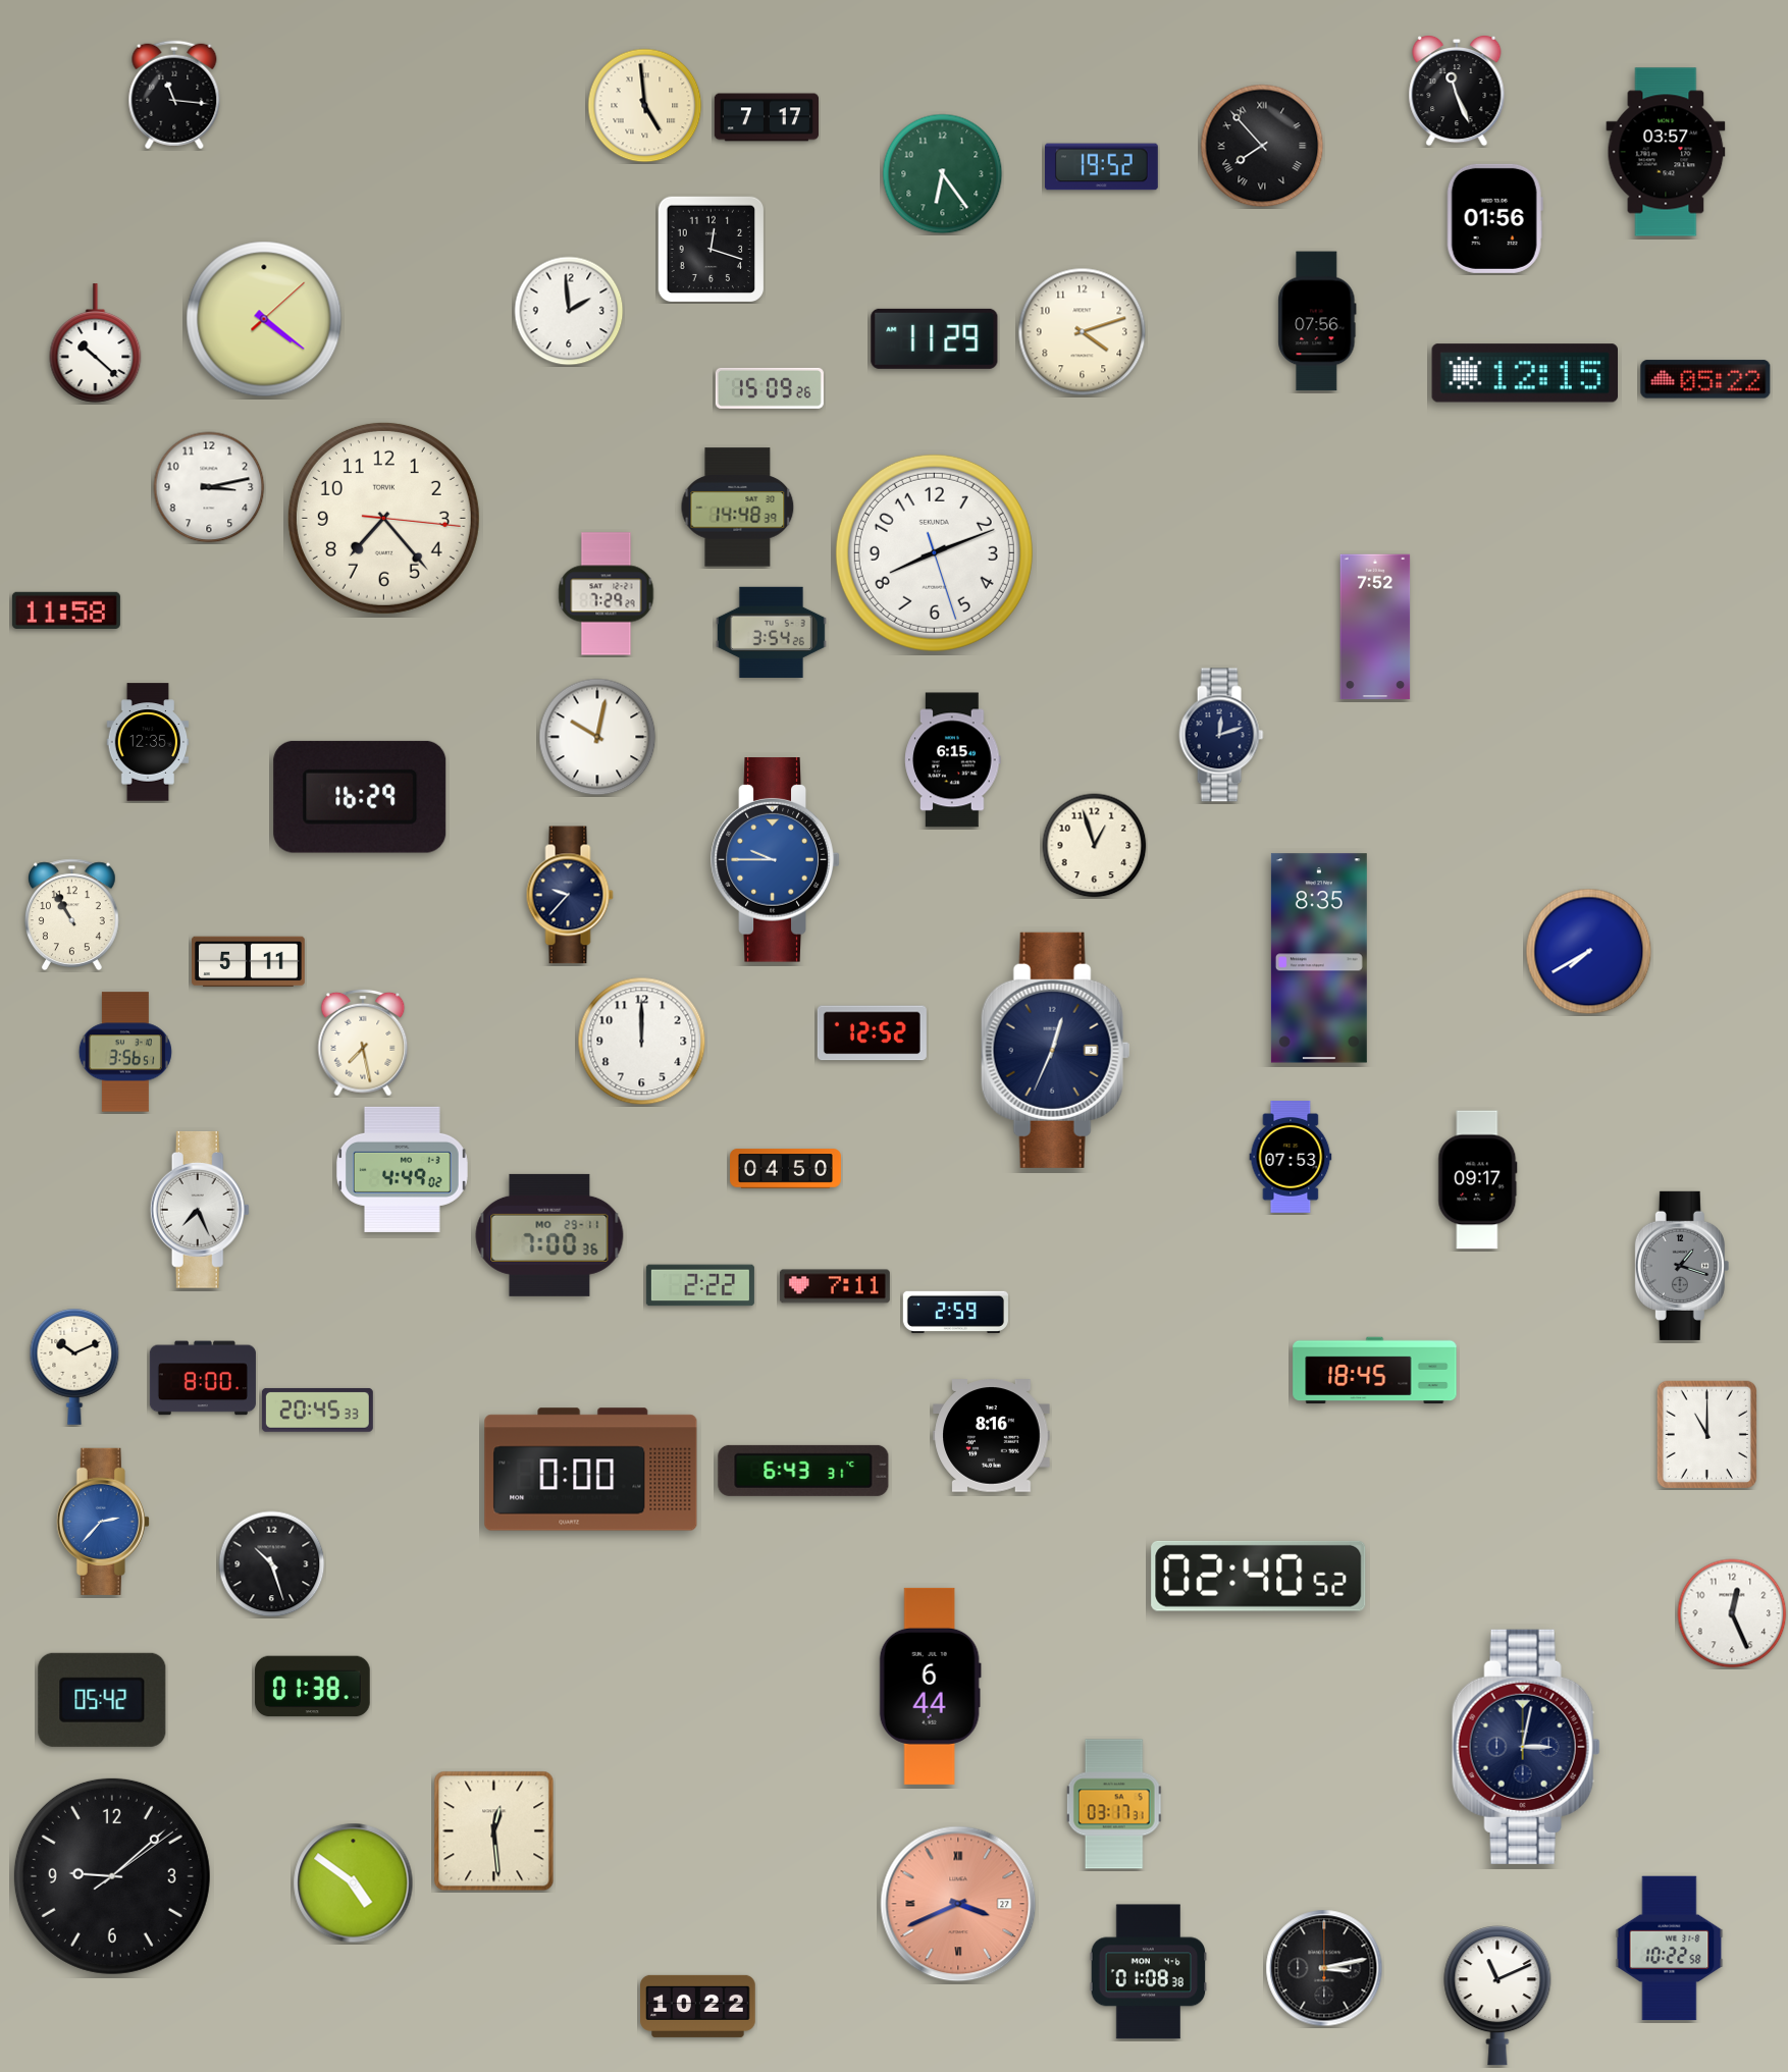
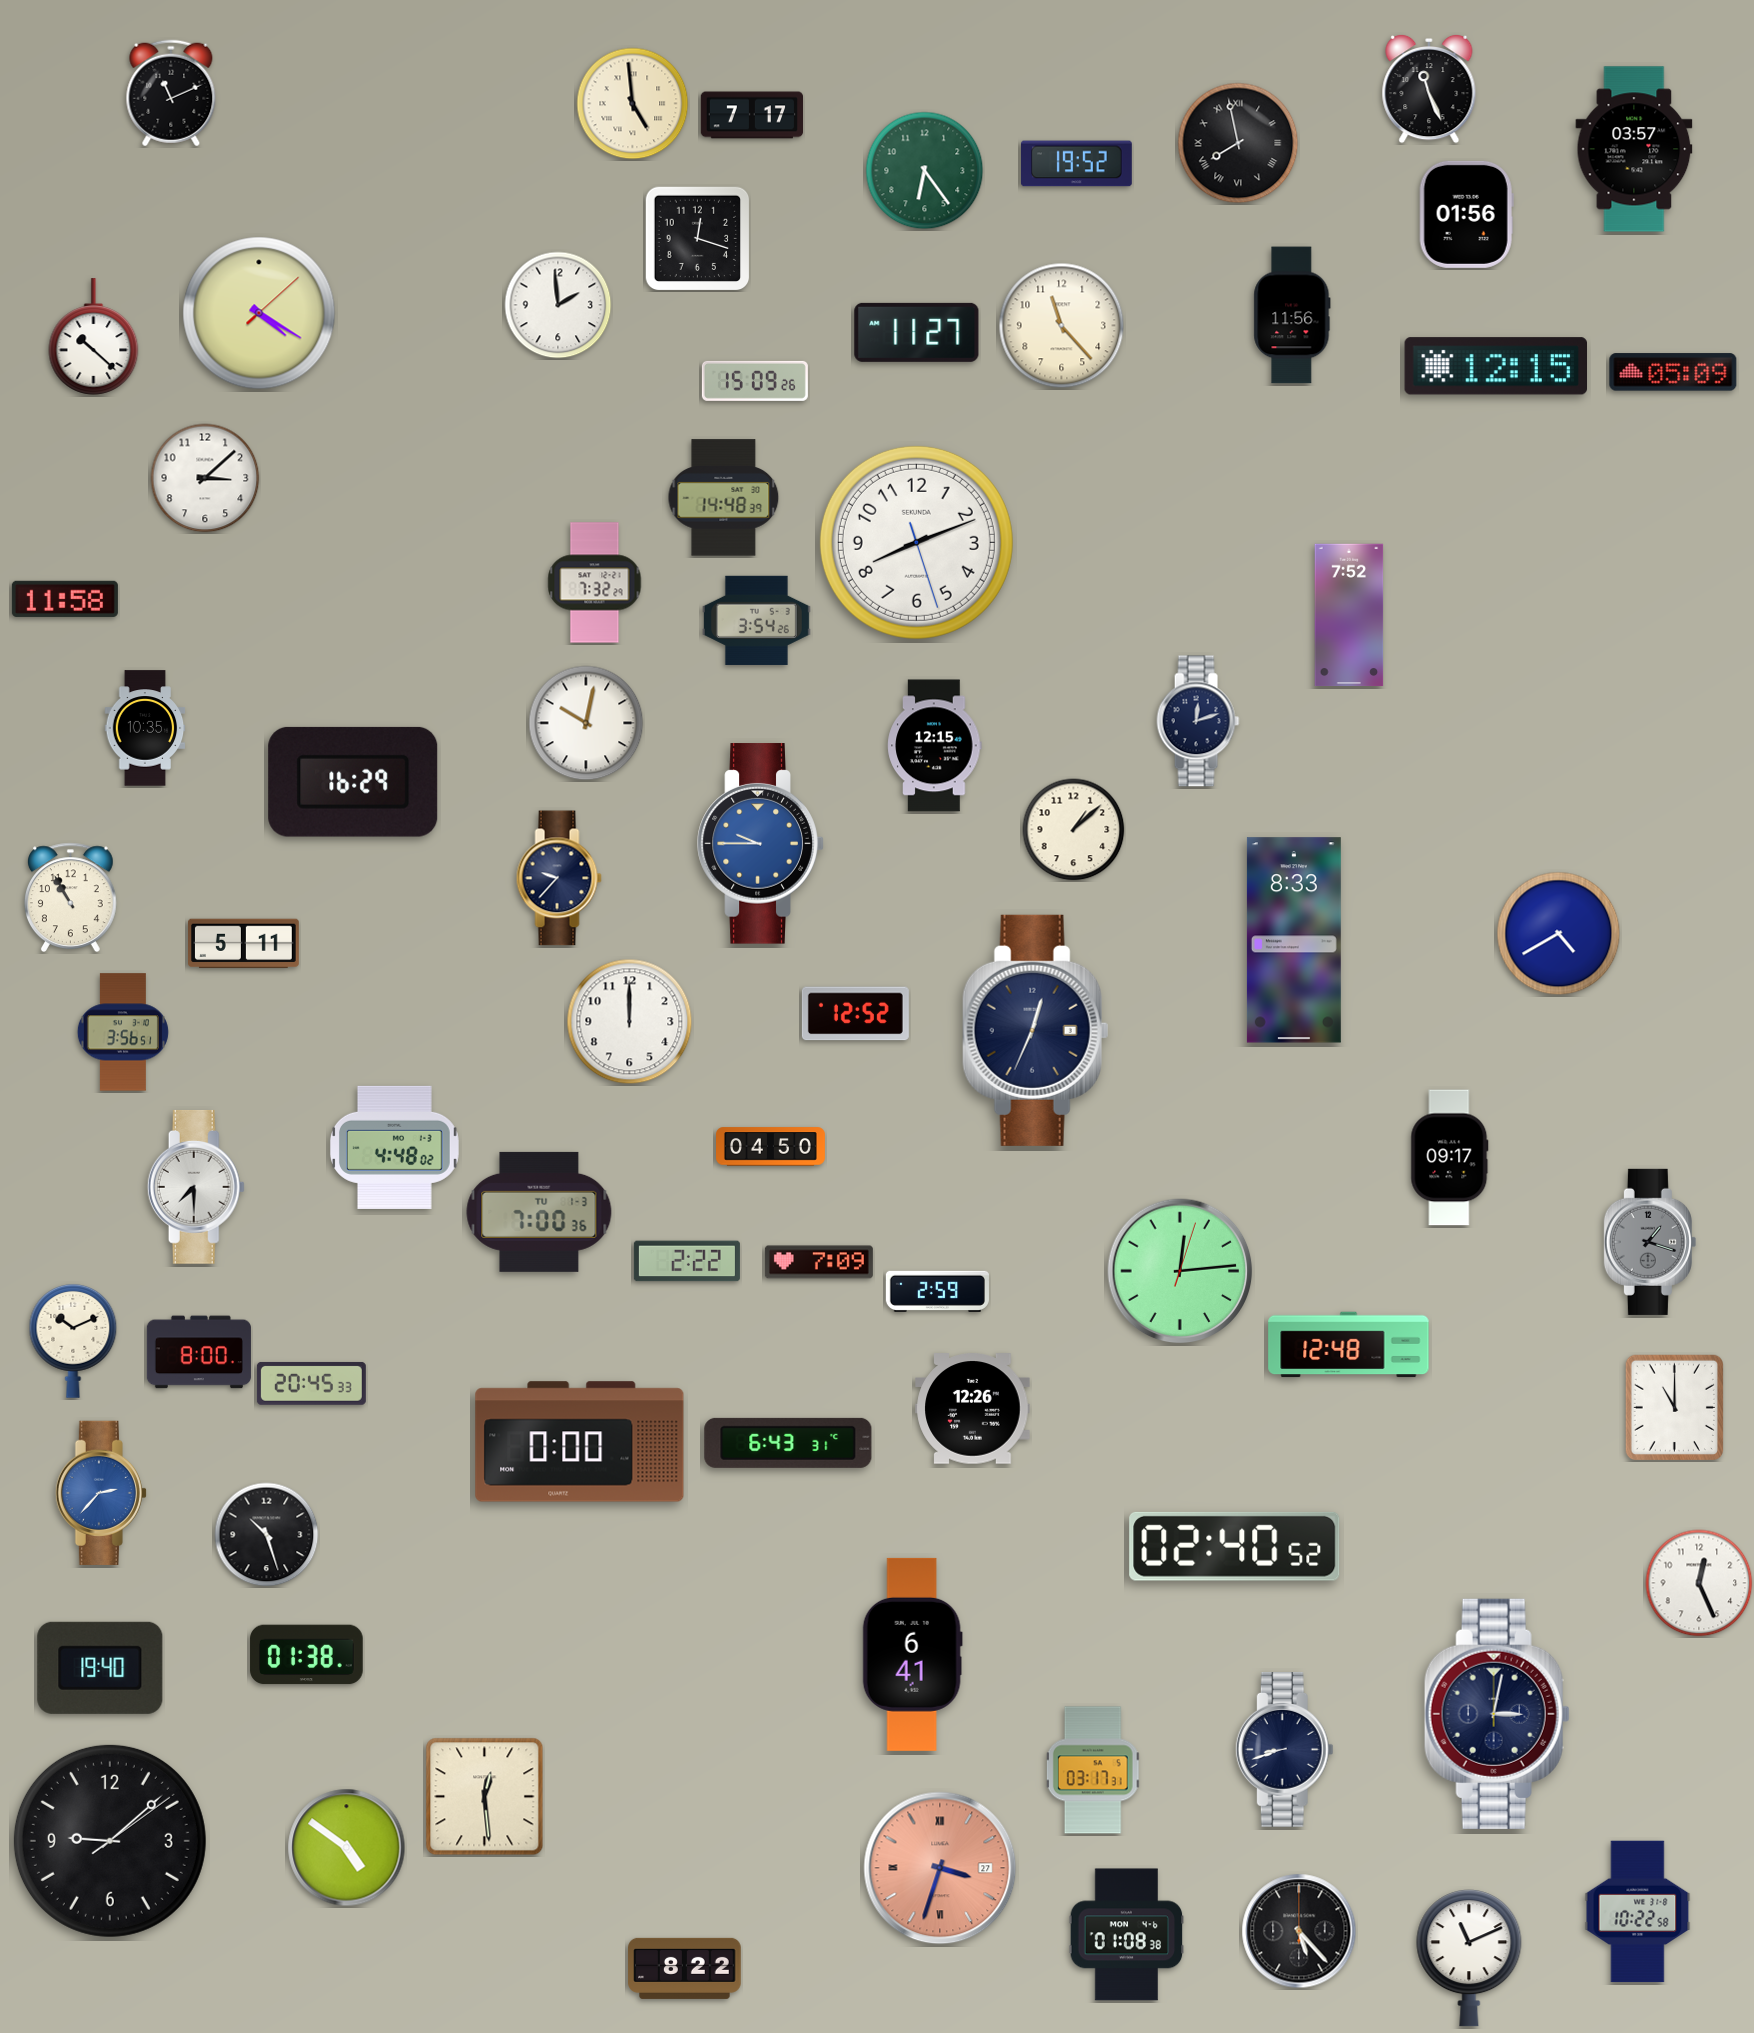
clock at (174, 95): 11:16 -> 11:11
clock at (1262, 146): 7:53 -> 7:58
clock at (1102, 167) position: (1102, 167) -> (1077, 164)
clock at (712, 250) position: (712, 250) -> (698, 239)
clock at (264, 319): 4:21 -> 4:20
clock at (1317, 321): 07:56 -> 11:56
clock at (1083, 332): 4:12 -> 11:23
clock at (935, 338): 11:29 -> 11:27
clock at (1705, 379): 05:22 -> 05:09
clock at (209, 487): 3:13 -> 3:08
clock at (383, 518): 7:23 -> none
clock at (607, 594): 7:29 -> 7:32
clock at (148, 742): 12:35 -> 10:35
clock at (953, 760): 6:15 -> 12:15
clock at (1095, 846): 12:57 -> 1:08
clock at (1589, 952): 7:40 -> 4:40
clock at (1319, 958): 8:35 -> 8:33
clock at (363, 1043): 7:28 -> none
clock at (1291, 1158): 07:53 -> none
clock at (403, 1169): 4:49 -> 4:48
clock at (200, 1210): 7:26 -> 7:30
clock at (549, 1235) date: MO 29-11 -> TU 1-3
clock at (835, 1286): 7:11 -> 7:09
clock at (1180, 1271): none -> 12:14
clock at (955, 1312) position: (955, 1312) -> (937, 1291)
clock at (1375, 1371): 18:45 -> 12:48
clock at (992, 1436): 8:16 -> 12:26
clock at (930, 1686): 6:44 -> 6:41
clock at (102, 1700): 05:42 -> 19:40
clock at (1284, 1750): none -> 8:42
clock at (958, 1904): 3:41 -> 3:33
clock at (1324, 1968): 3:13 -> 5:23
clock at (698, 2006): 10:22 -> 8:22
